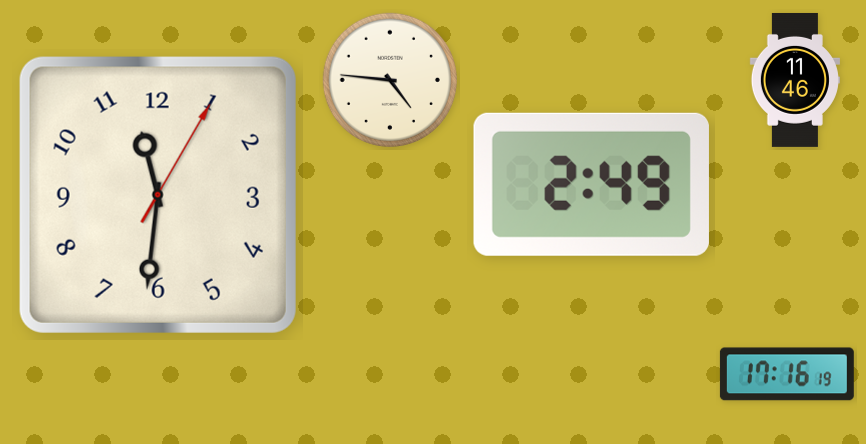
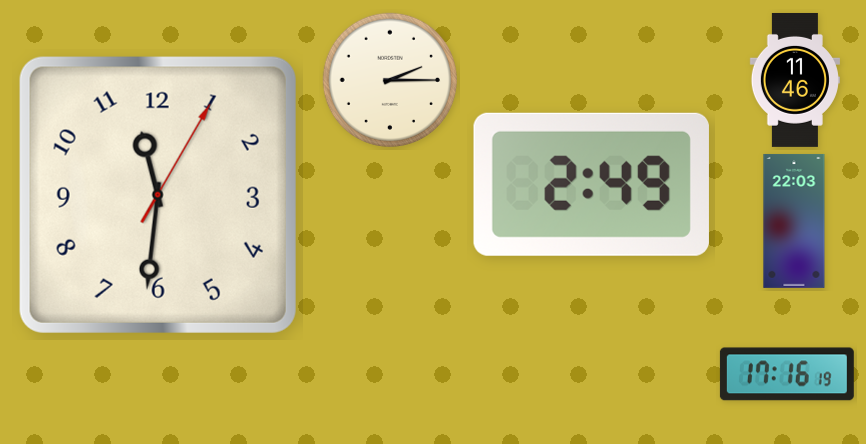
clock at (390, 80): 4:46 -> 2:15
clock at (794, 221): none -> 22:03
